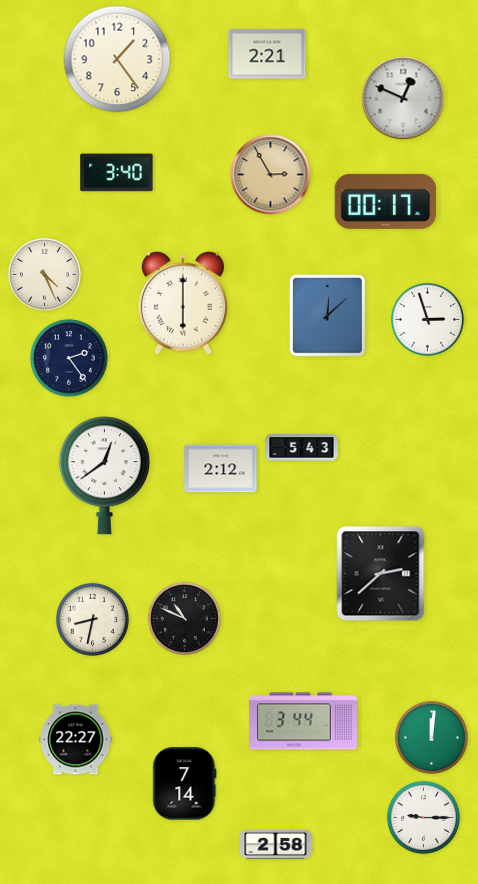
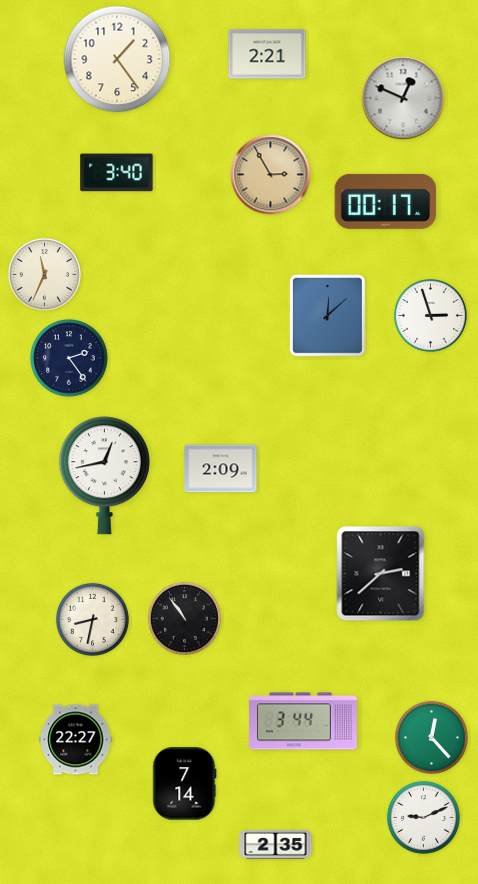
clock at (44, 274): 4:26 -> 11:34
clock at (183, 303): 6:00 -> none
clock at (427, 319) position: (427, 319) -> (430, 315)
clock at (302, 448): 5:43 -> none
clock at (221, 469): 2:12 -> 2:09
clock at (104, 476): 12:39 -> 12:43
clock at (184, 618): 10:49 -> 10:54
clock at (431, 737): 12:01 -> 12:23
clock at (423, 817): 9:15 -> 9:11
clock at (276, 844): 2:58 -> 2:35
